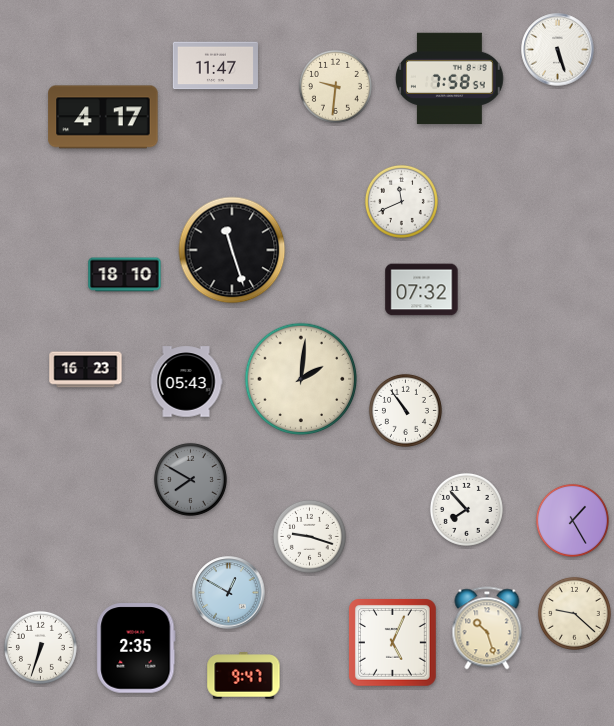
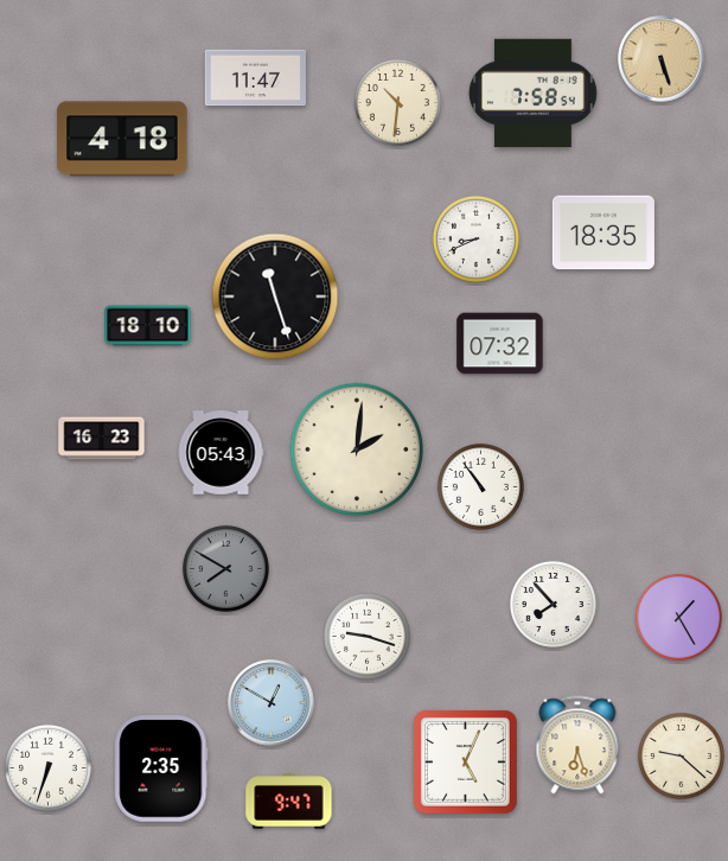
clock at (558, 50) dial: white -> champagne
clock at (335, 86): 9:31 -> 10:31
clock at (103, 117): 4:17 -> 4:18
clock at (604, 232): none -> 18:35
clock at (401, 201): 11:41 -> 8:41
clock at (574, 613) position: (574, 613) -> (681, 755)
clock at (487, 628): 10:27 -> 6:27
